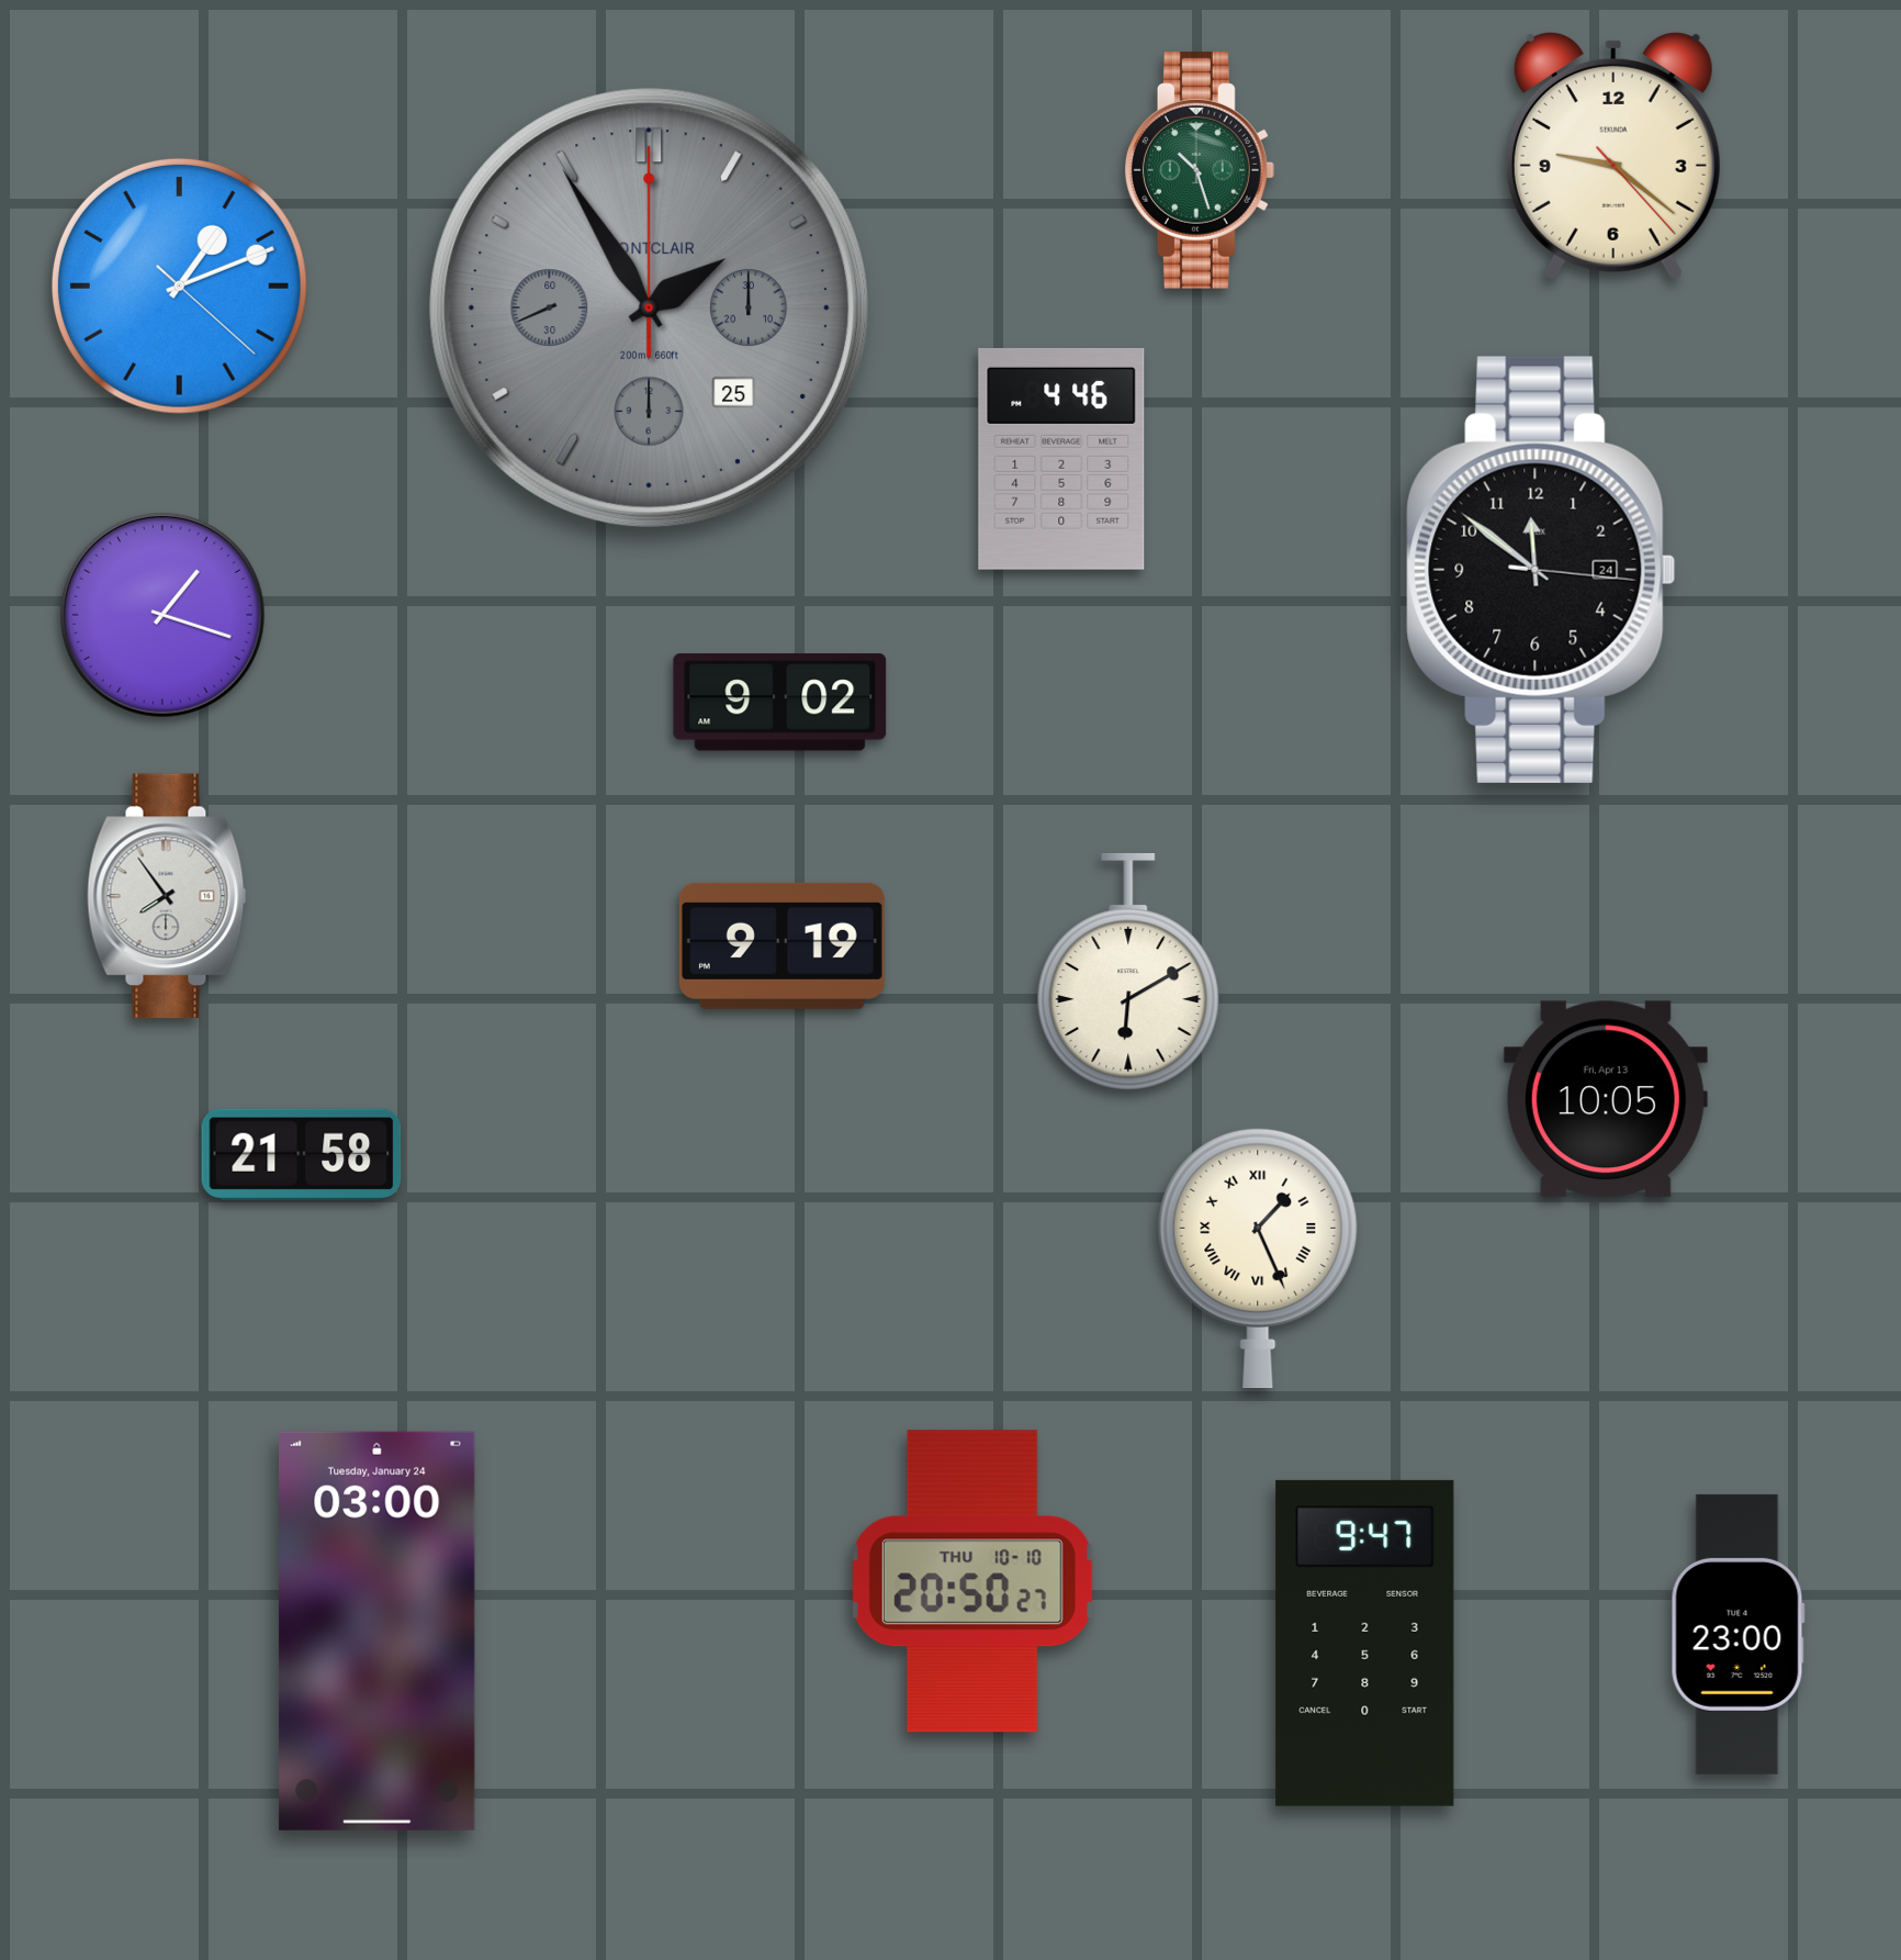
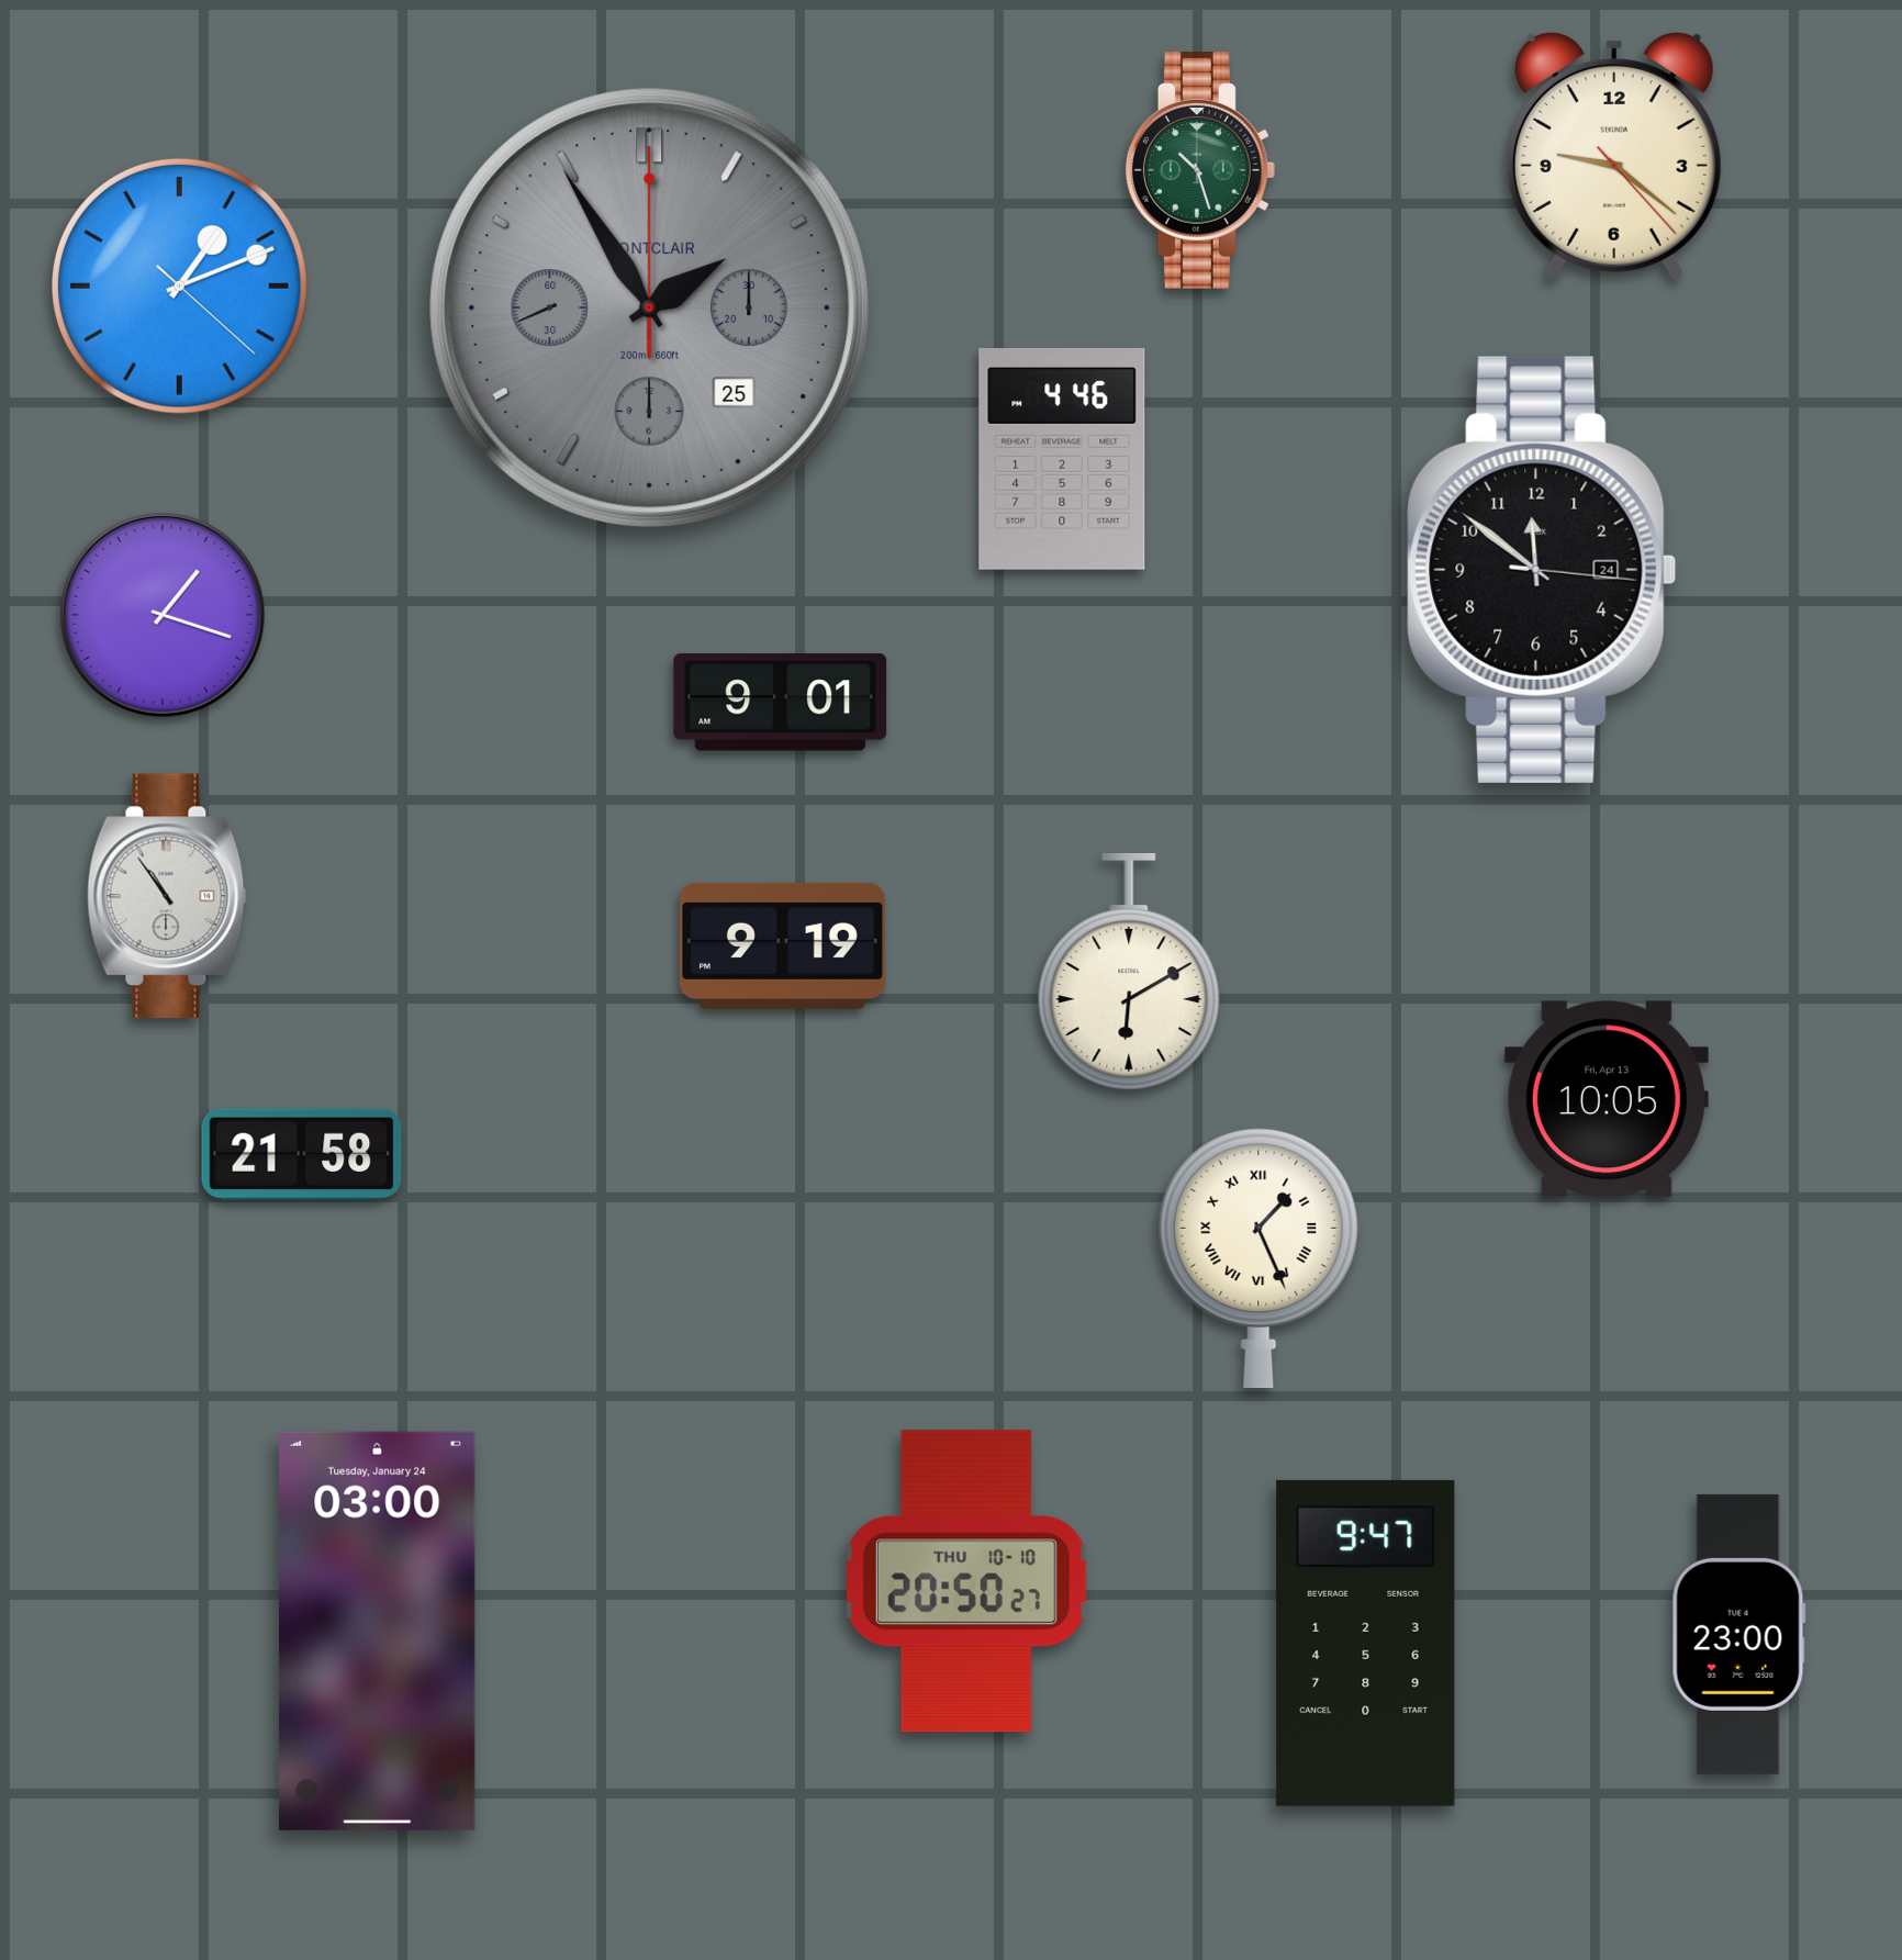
clock at (780, 703): 9:02 -> 9:01
clock at (167, 896): 7:54 -> 10:54
clock at (972, 1581) position: (972, 1581) -> (966, 1581)
